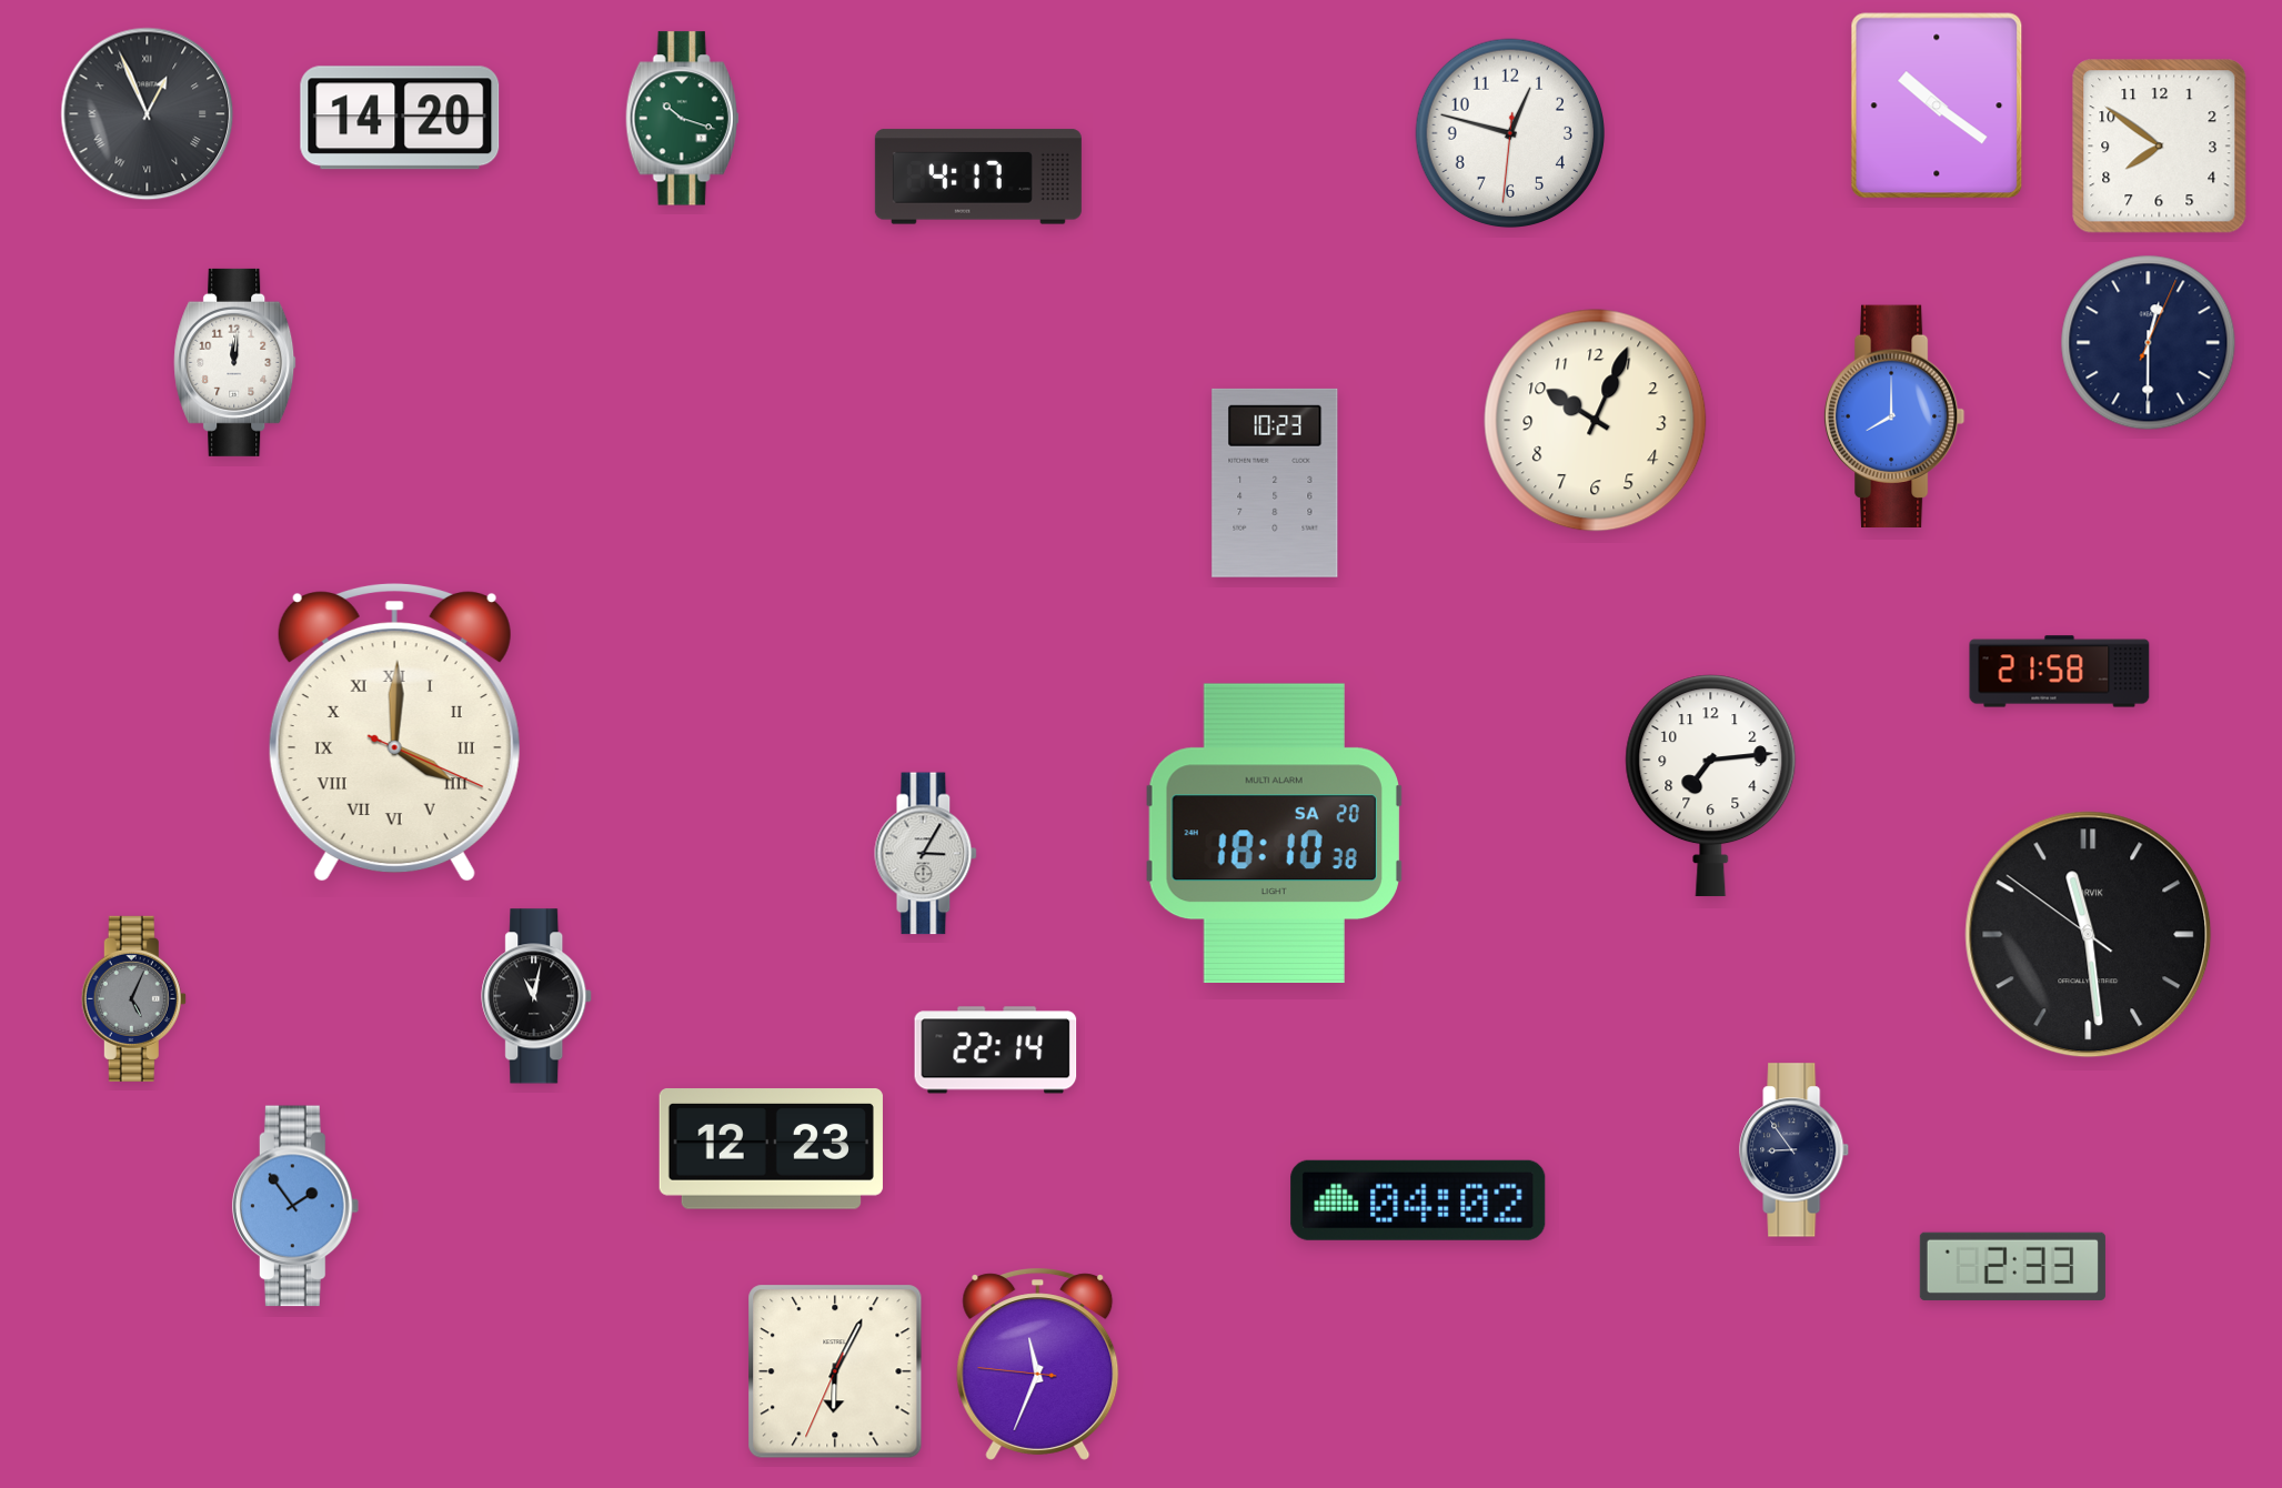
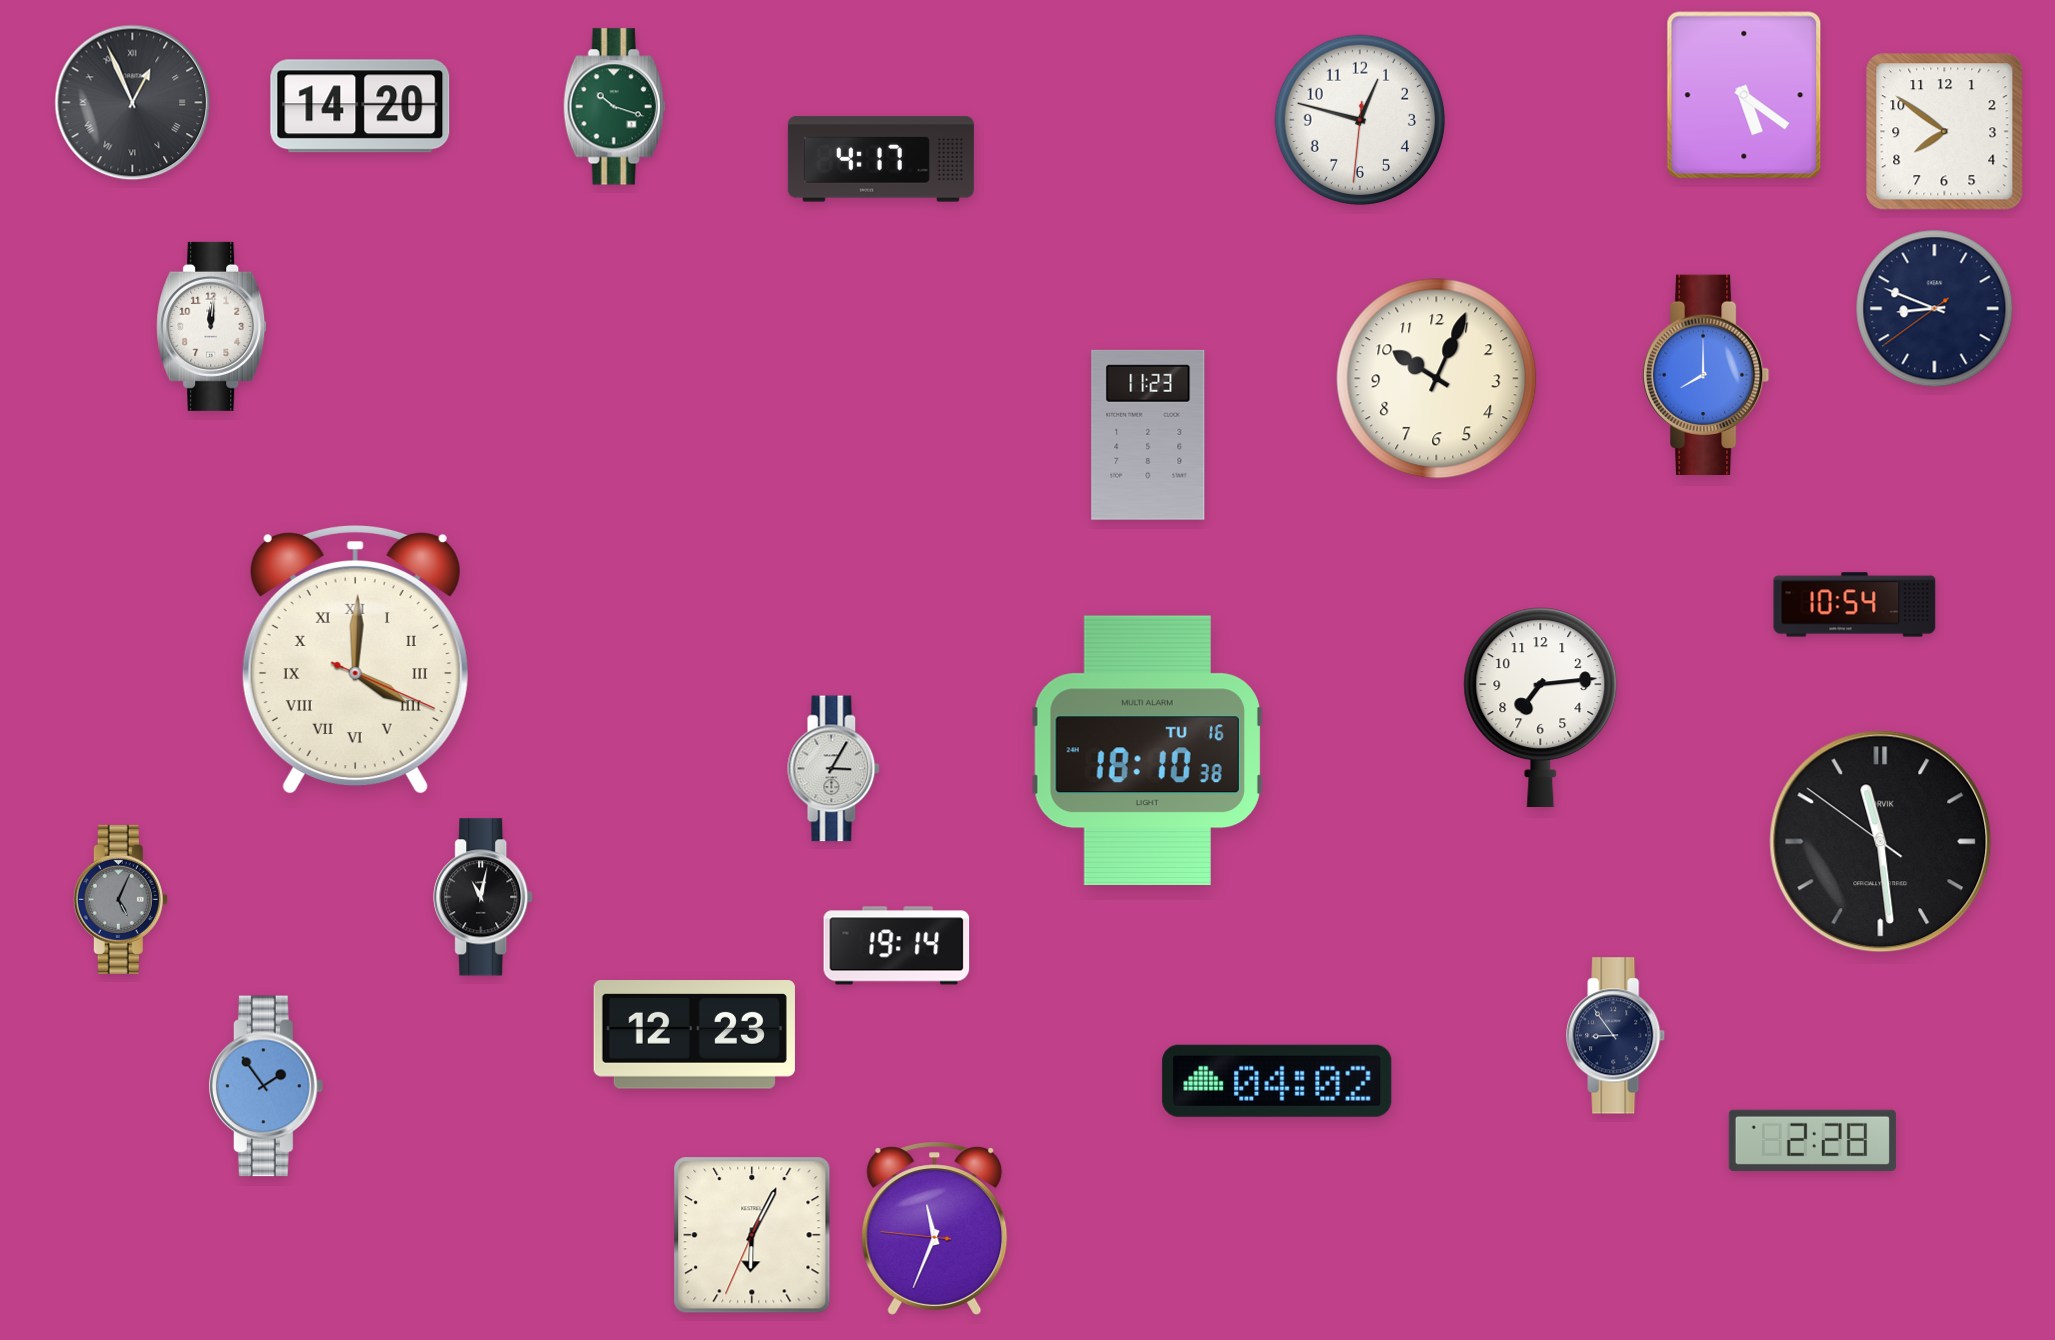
clock at (1937, 105): 10:21 -> 5:21
clock at (2149, 343): 12:30 -> 8:48
clock at (1275, 483): 10:23 -> 11:23
clock at (2060, 672): 21:58 -> 10:54
clock at (1274, 833) date: SA 20 -> TU 16
clock at (996, 1050): 22:14 -> 19:14
clock at (2012, 1266): 2:33 -> 2:28
